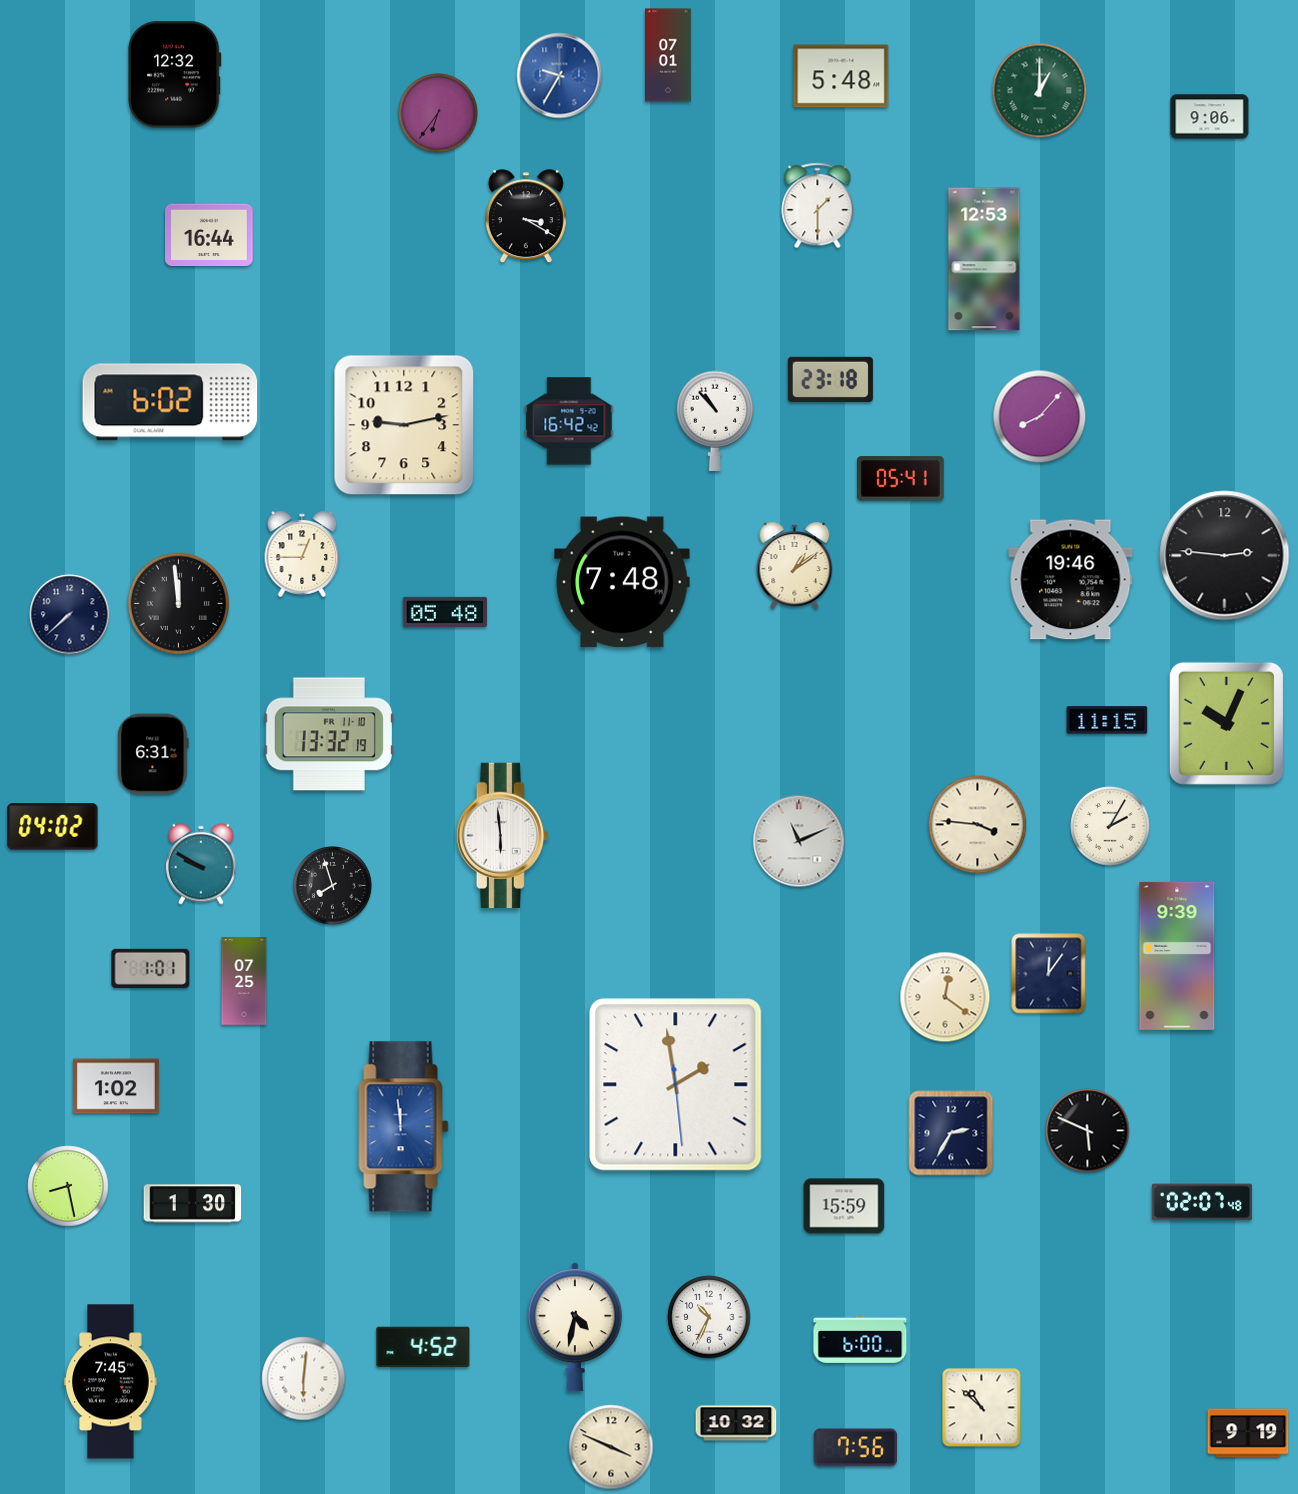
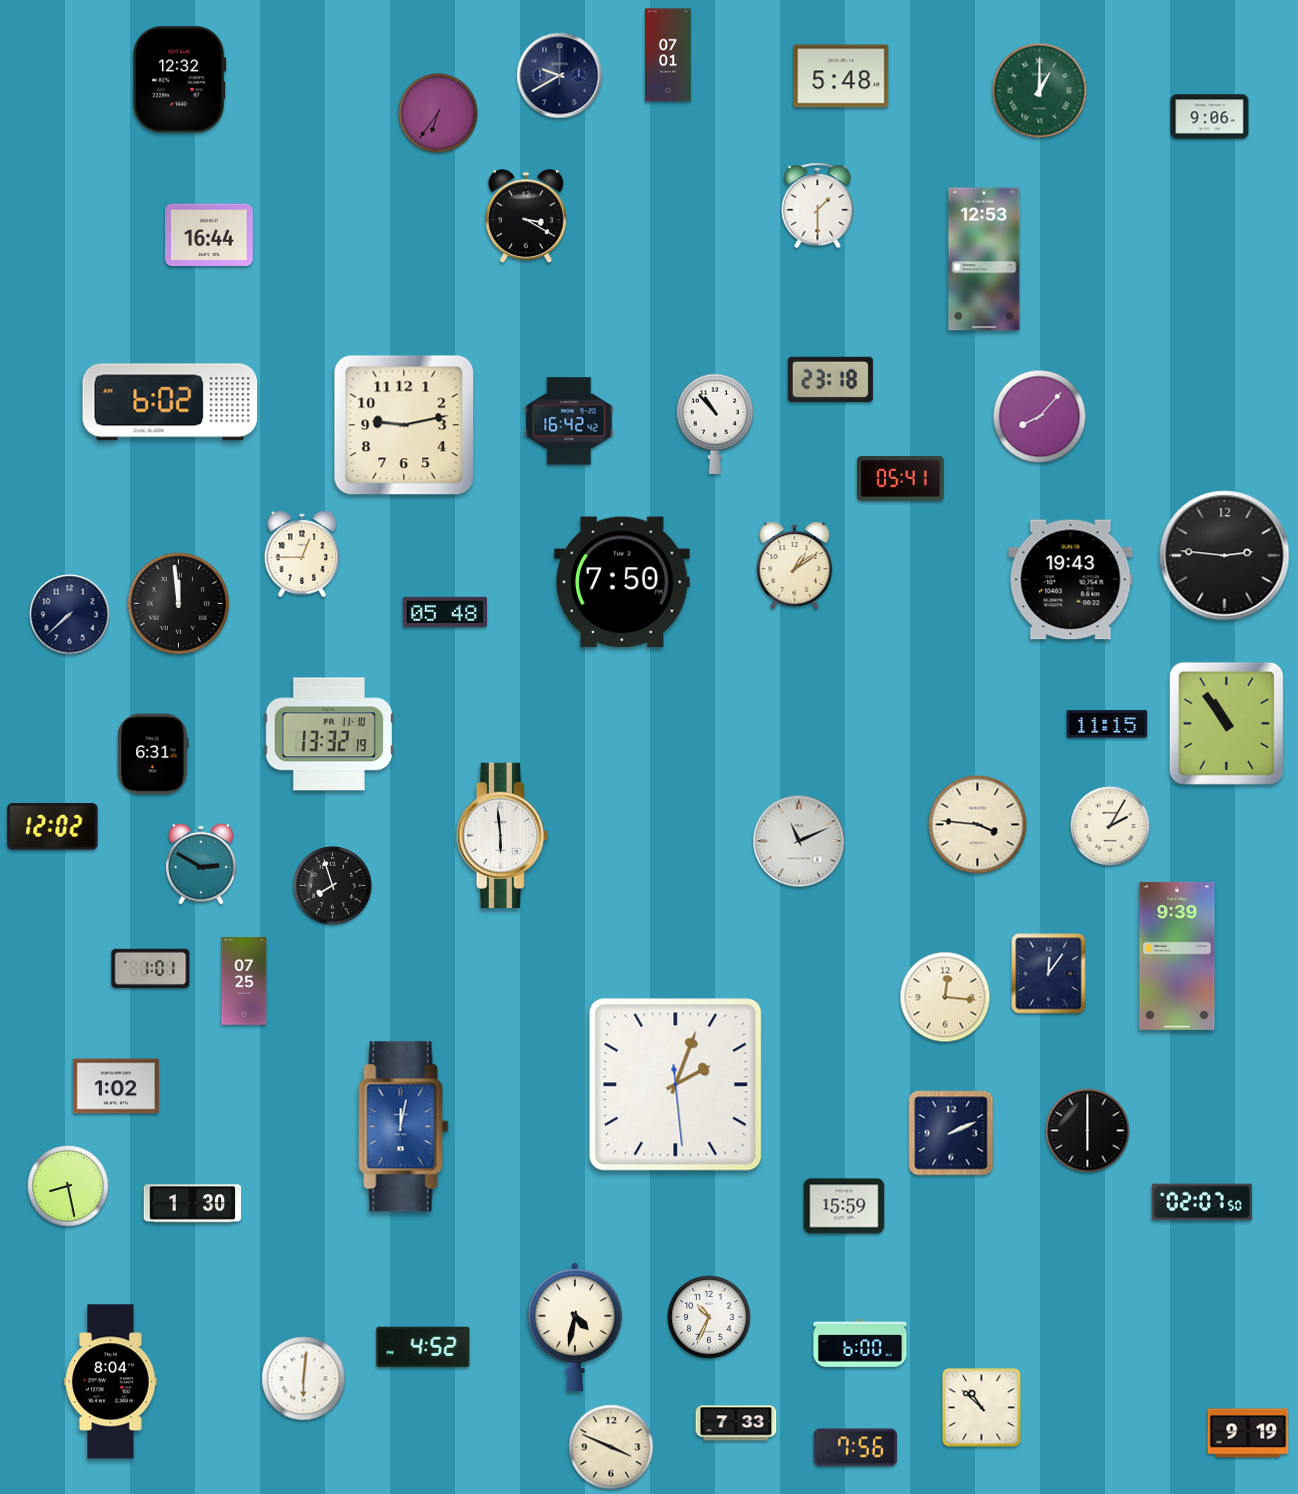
clock at (175, 75) position: (175, 75) -> (180, 80)
clock at (560, 76): 9:35 -> 9:40
clock at (560, 76) dial: blue -> navy
clock at (715, 421) position: (715, 421) -> (715, 424)
clock at (1071, 580): 19:46 -> 19:43
clock at (622, 582): 7:48 -> 7:50
clock at (1107, 720) position: (1107, 720) -> (1107, 724)
clock at (1226, 723): 10:04 -> 10:54
clock at (53, 827): 04:02 -> 12:02
clock at (201, 864): 9:50 -> 2:50
clock at (945, 997): 12:21 -> 12:16
clock at (676, 1085): 1:58 -> 2:03
clock at (404, 1127): 11:59 -> 12:02
clock at (1088, 1131): 5:49 -> 6:00
clock at (951, 1133): 2:35 -> 2:11
clock at (1202, 1202): 02:07:48 -> 02:07:50
clock at (860, 1340) position: (860, 1340) -> (860, 1344)
clock at (111, 1382): 7:45 -> 8:04
clock at (736, 1423): 10:32 -> 7:33
